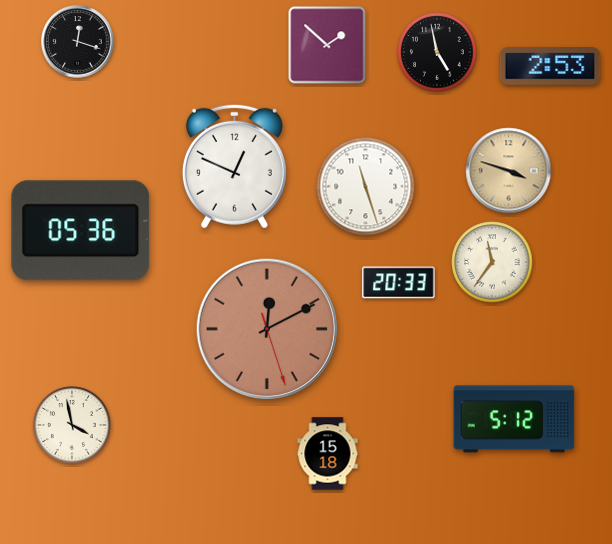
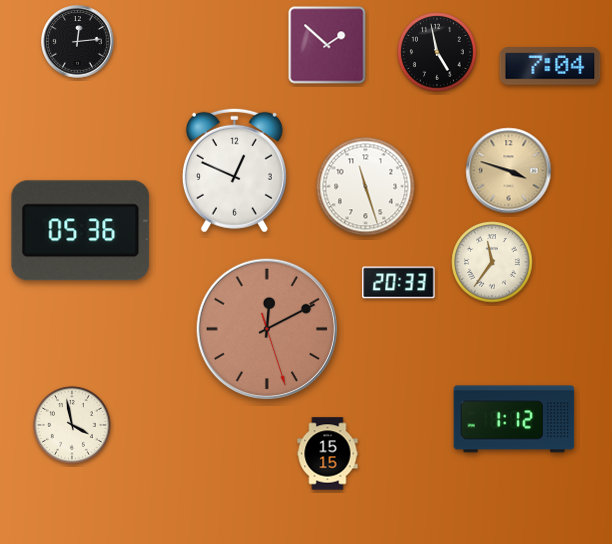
clock at (78, 42): 12:18 -> 12:14
clock at (550, 66): 2:53 -> 7:04
clock at (234, 166) position: (234, 166) -> (234, 170)
clock at (514, 419): 5:12 -> 1:12
clock at (328, 454): 15:18 -> 15:15
